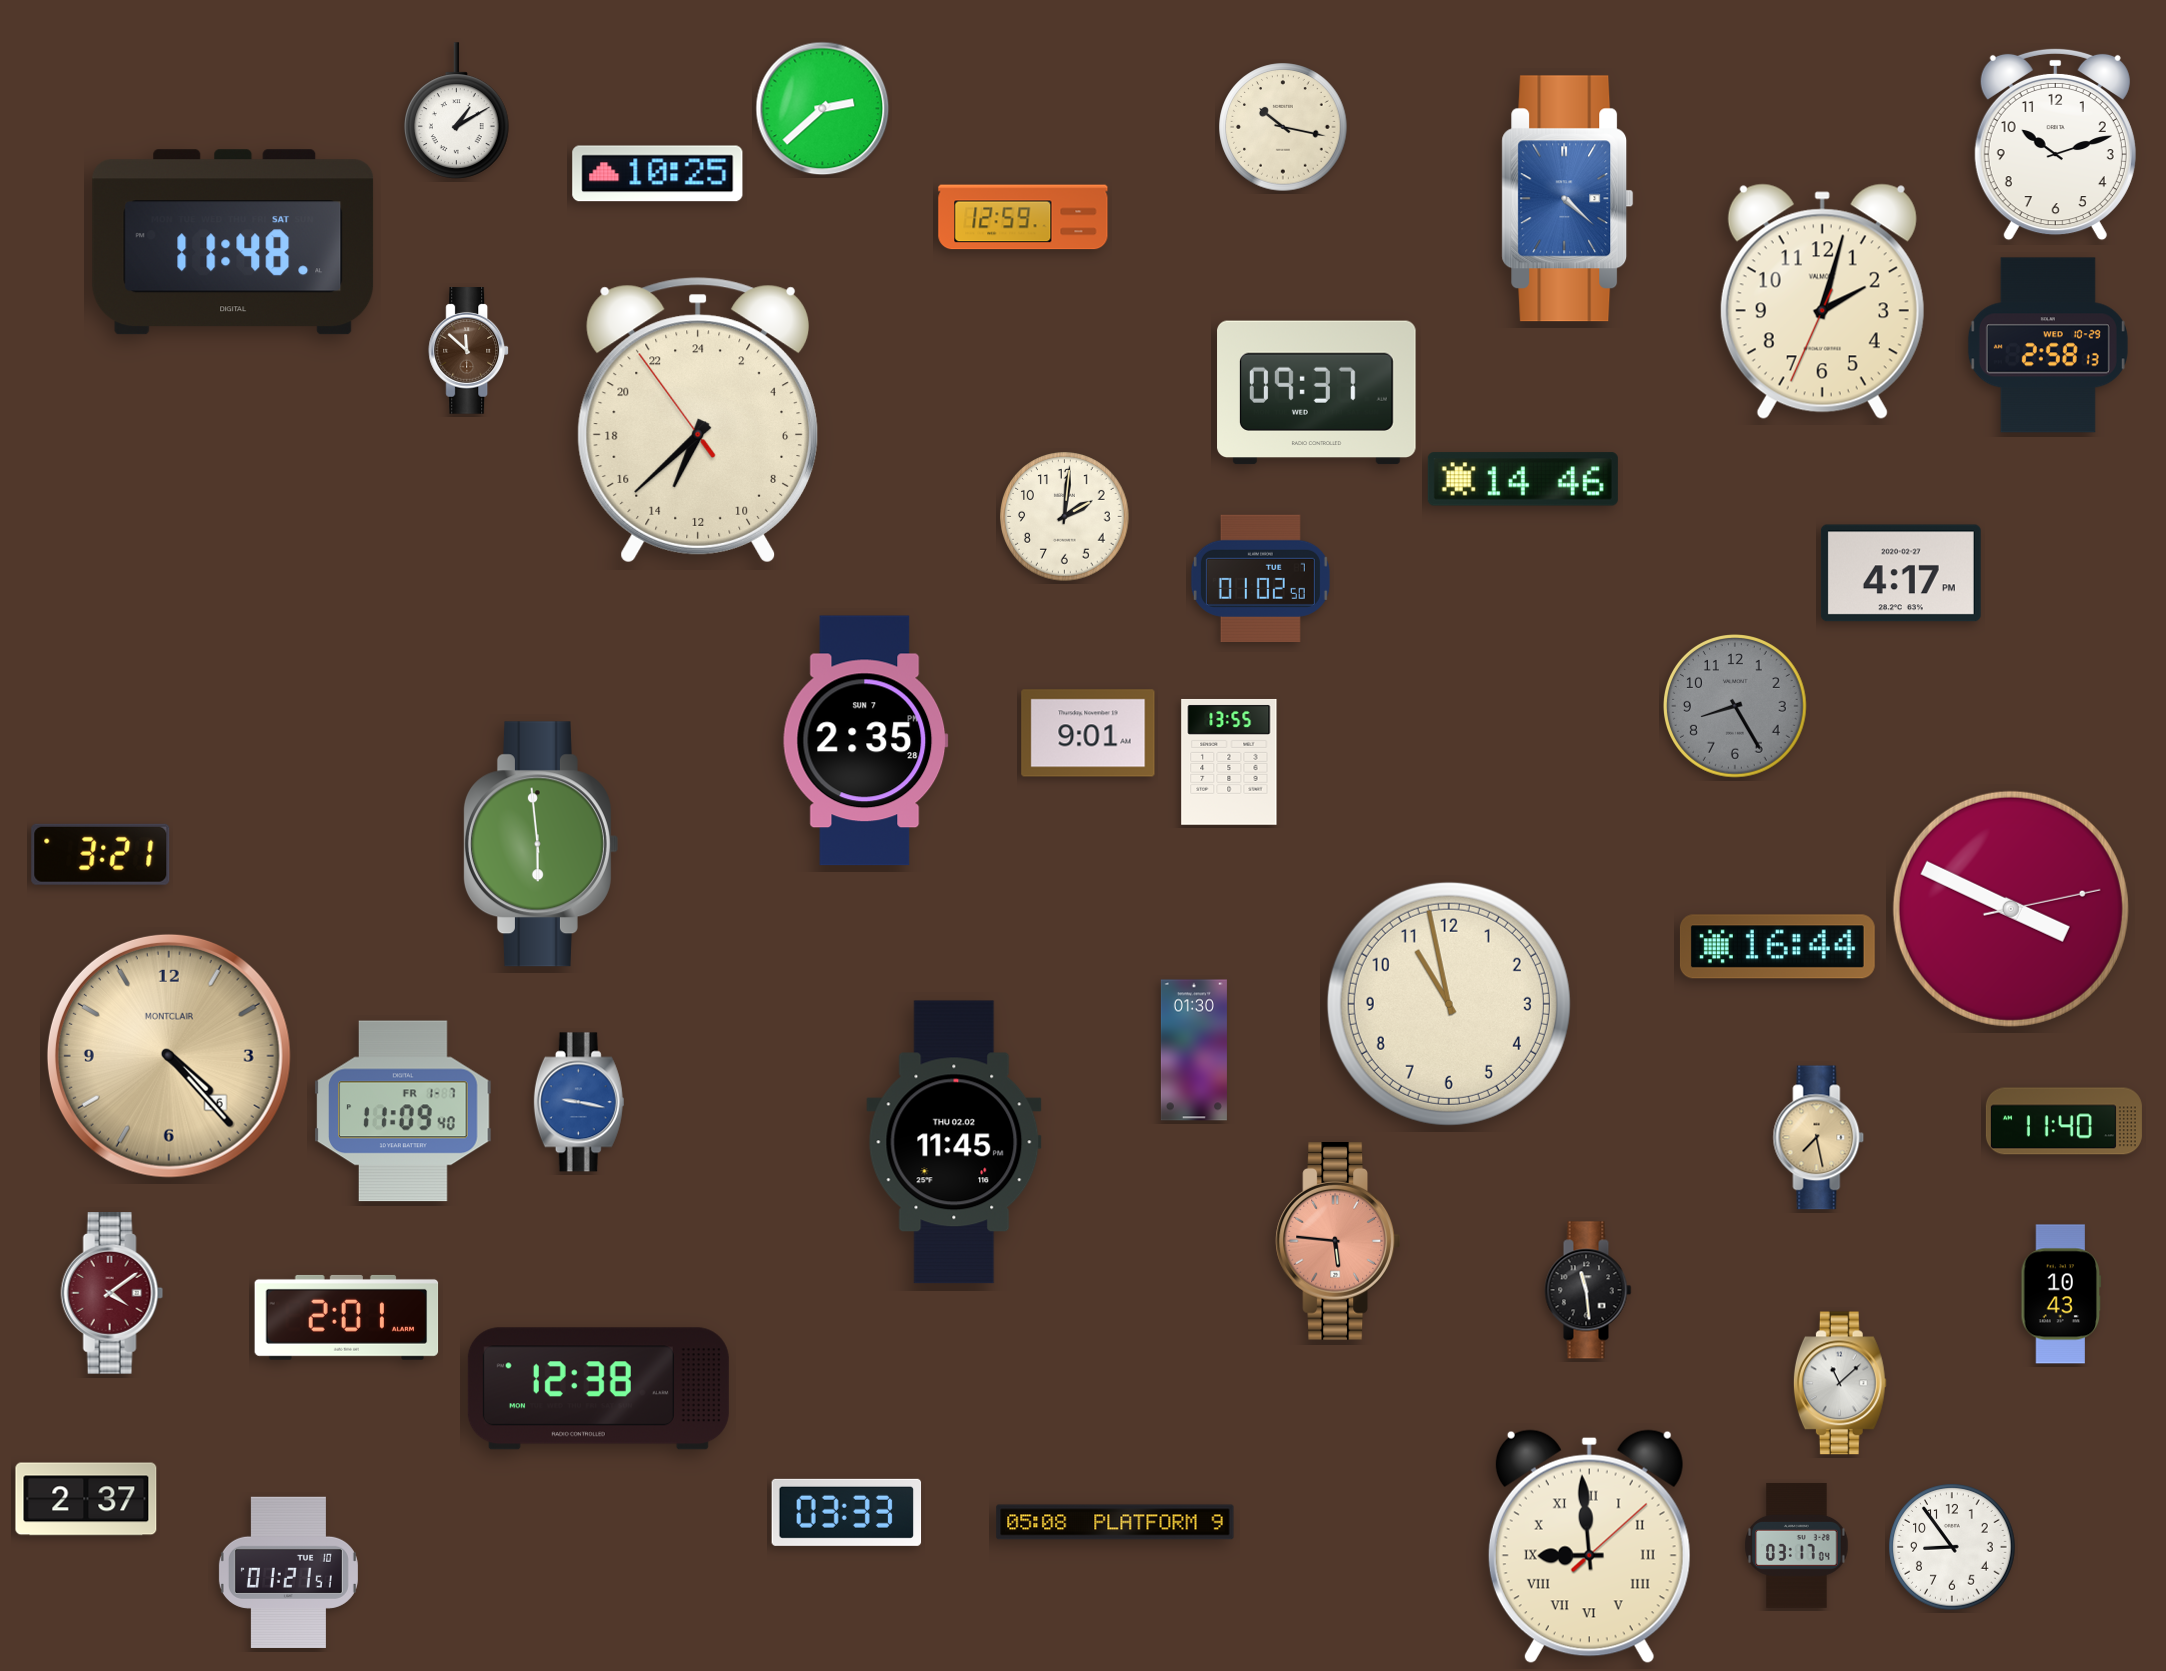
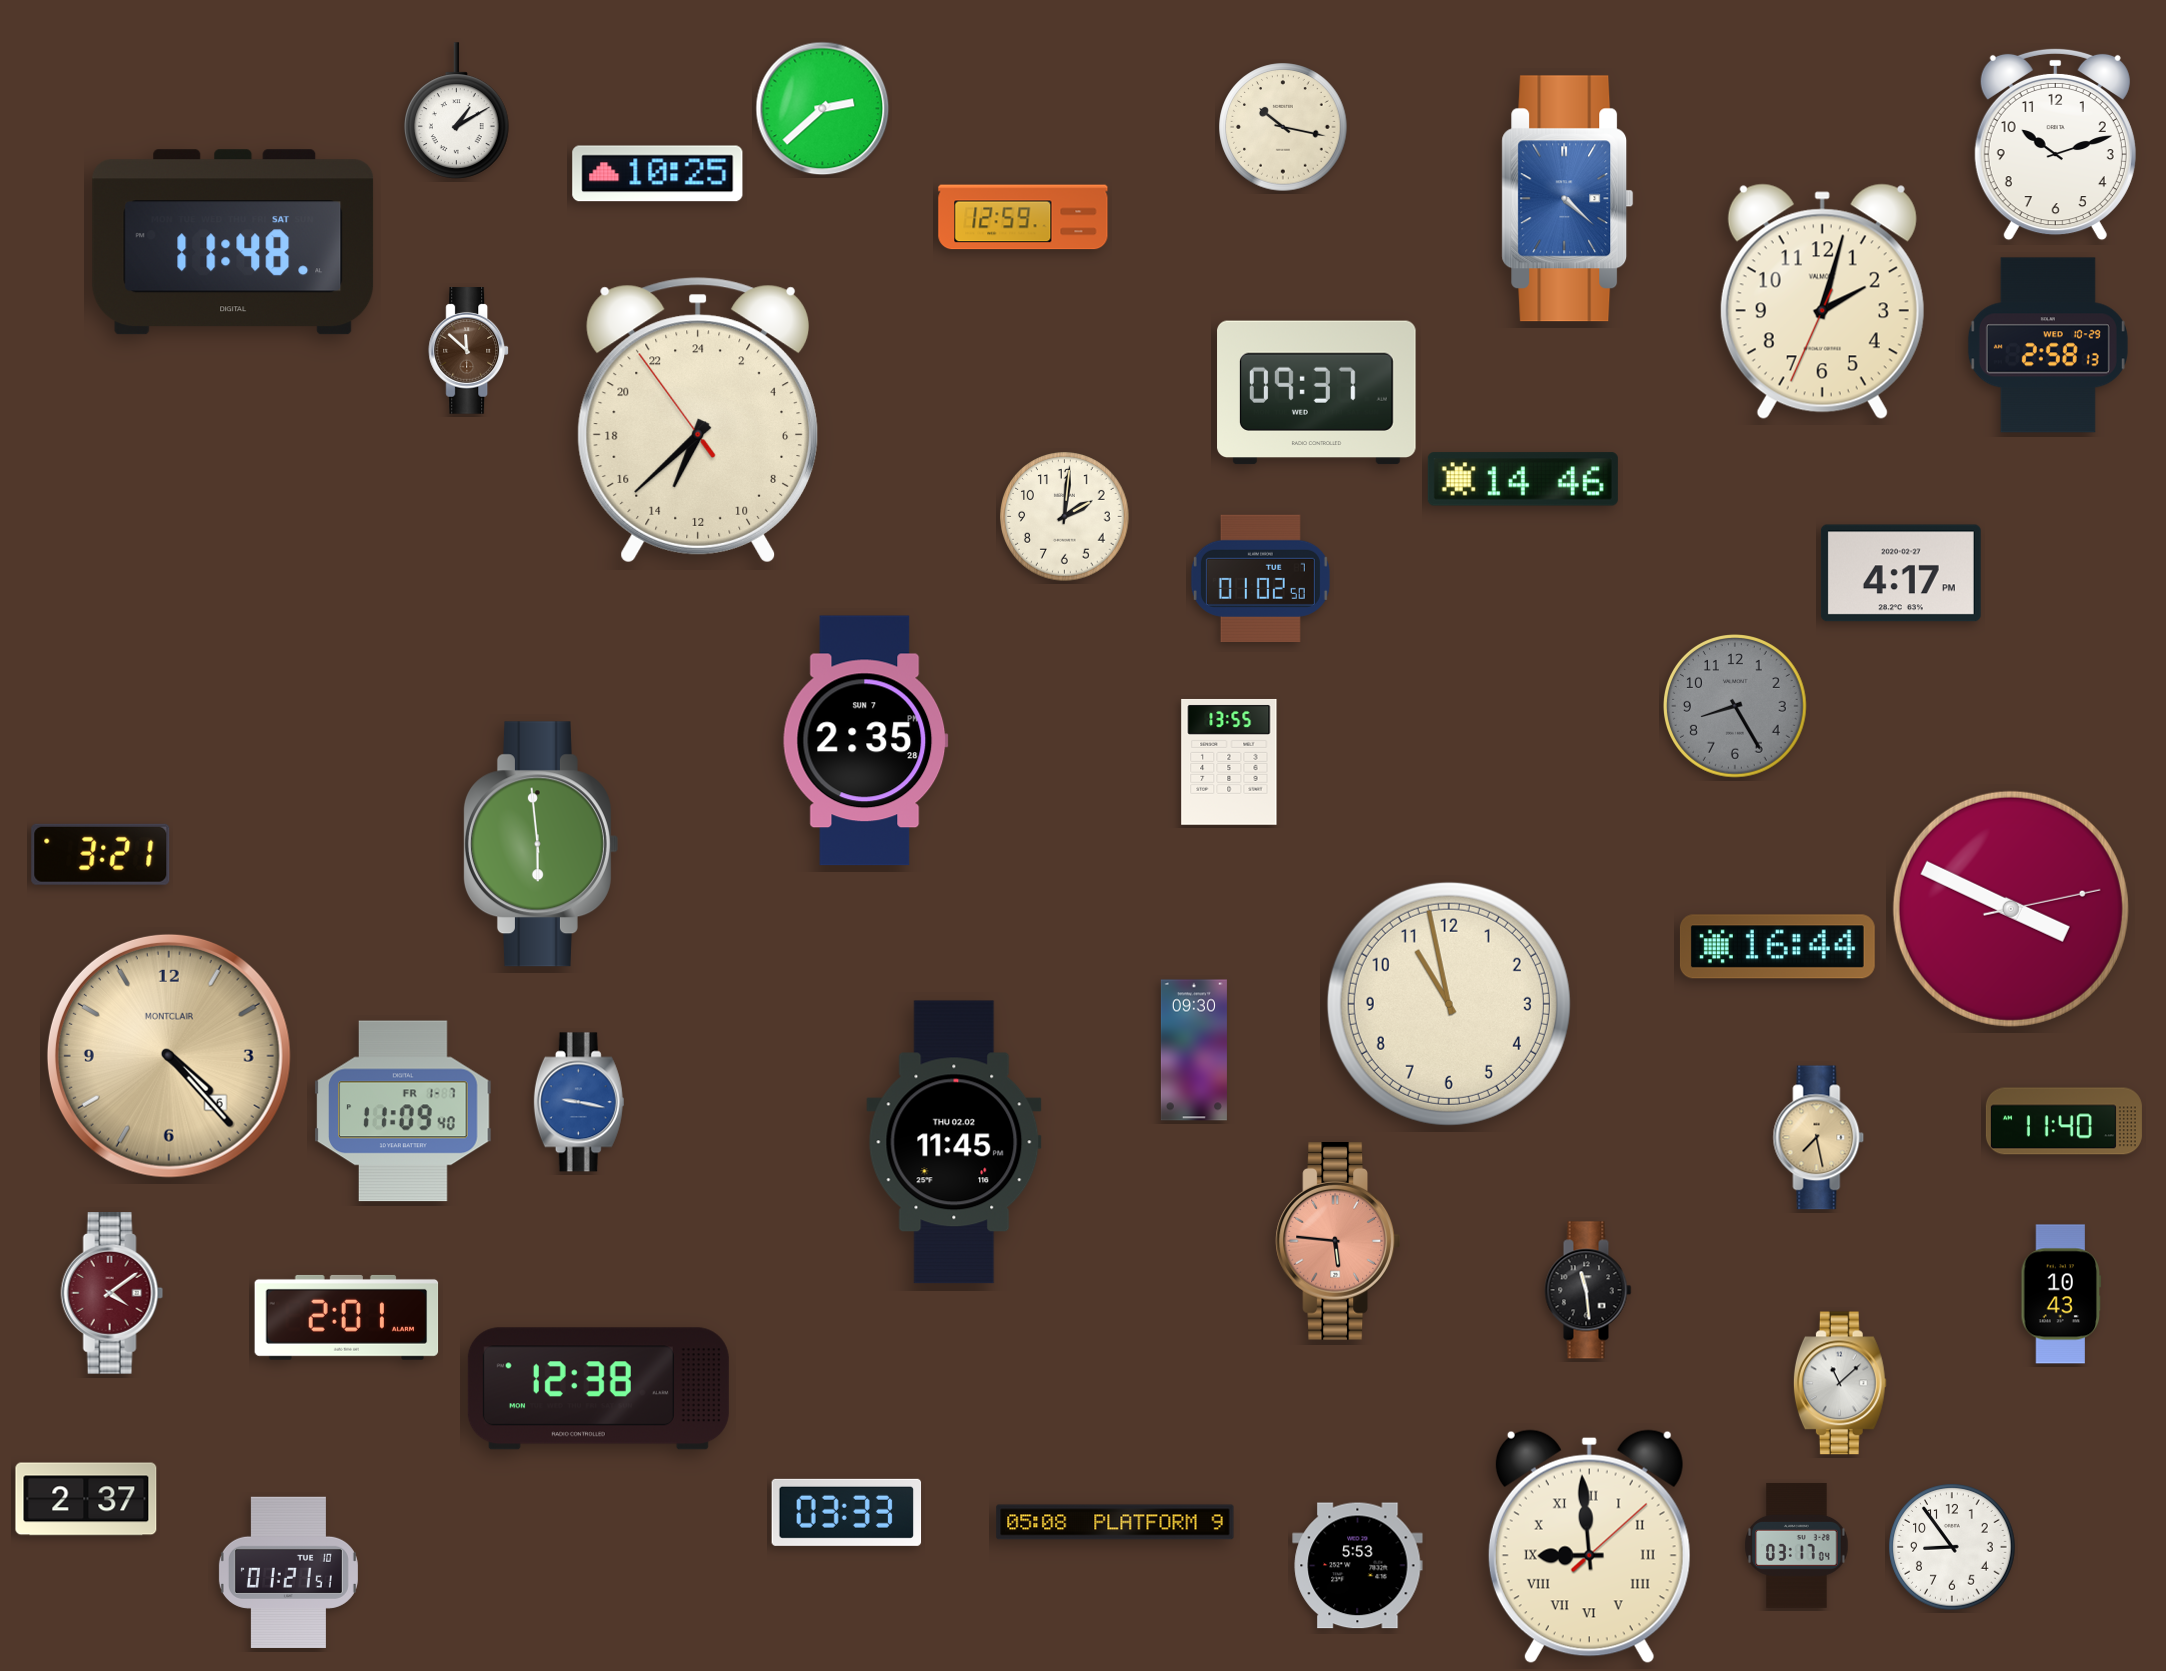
clock at (1088, 733): 9:01 -> none
clock at (1194, 1050): 01:30 -> 09:30
clock at (1358, 1566): none -> 5:53
